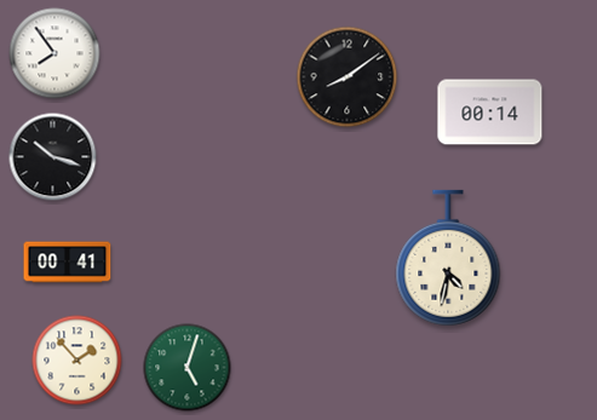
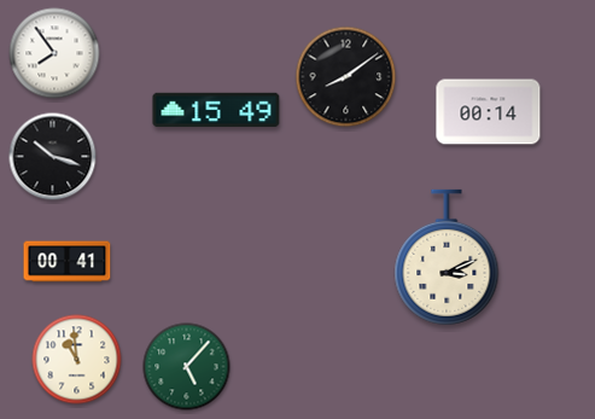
clock at (216, 110): none -> 15:49
clock at (448, 258): 4:32 -> 3:11
clock at (78, 361): 1:53 -> 10:59
clock at (188, 368): 5:03 -> 5:07
